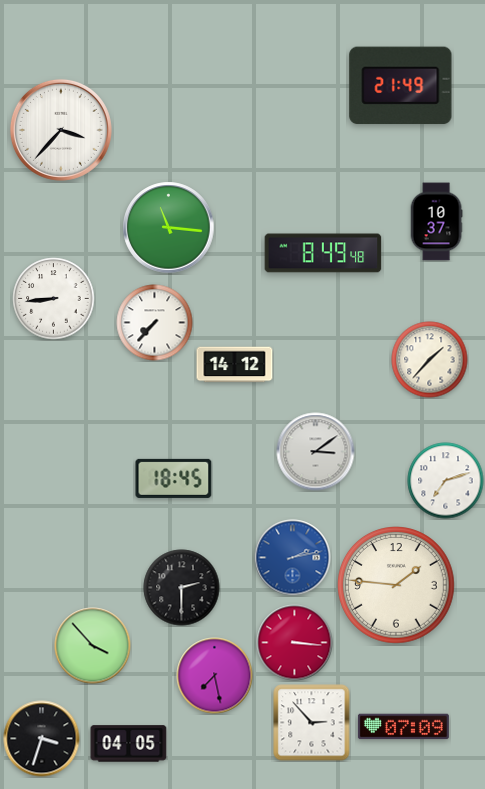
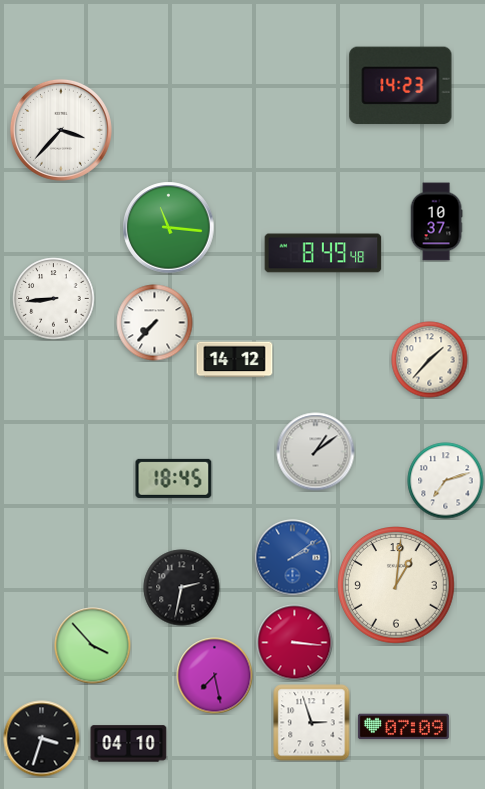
clock at (401, 86): 21:49 -> 14:23
clock at (235, 365) position: (235, 365) -> (235, 360)
clock at (316, 452): 3:09 -> 1:09
clock at (293, 558): 2:13 -> 2:09
clock at (397, 586): 1:46 -> 1:01
clock at (182, 588): 2:30 -> 2:32
clock at (312, 723): 2:53 -> 2:57
clock at (129, 744): 04:05 -> 04:10
